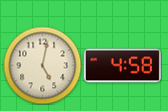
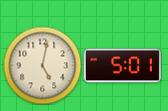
clock at (122, 66): 4:58 -> 5:01
